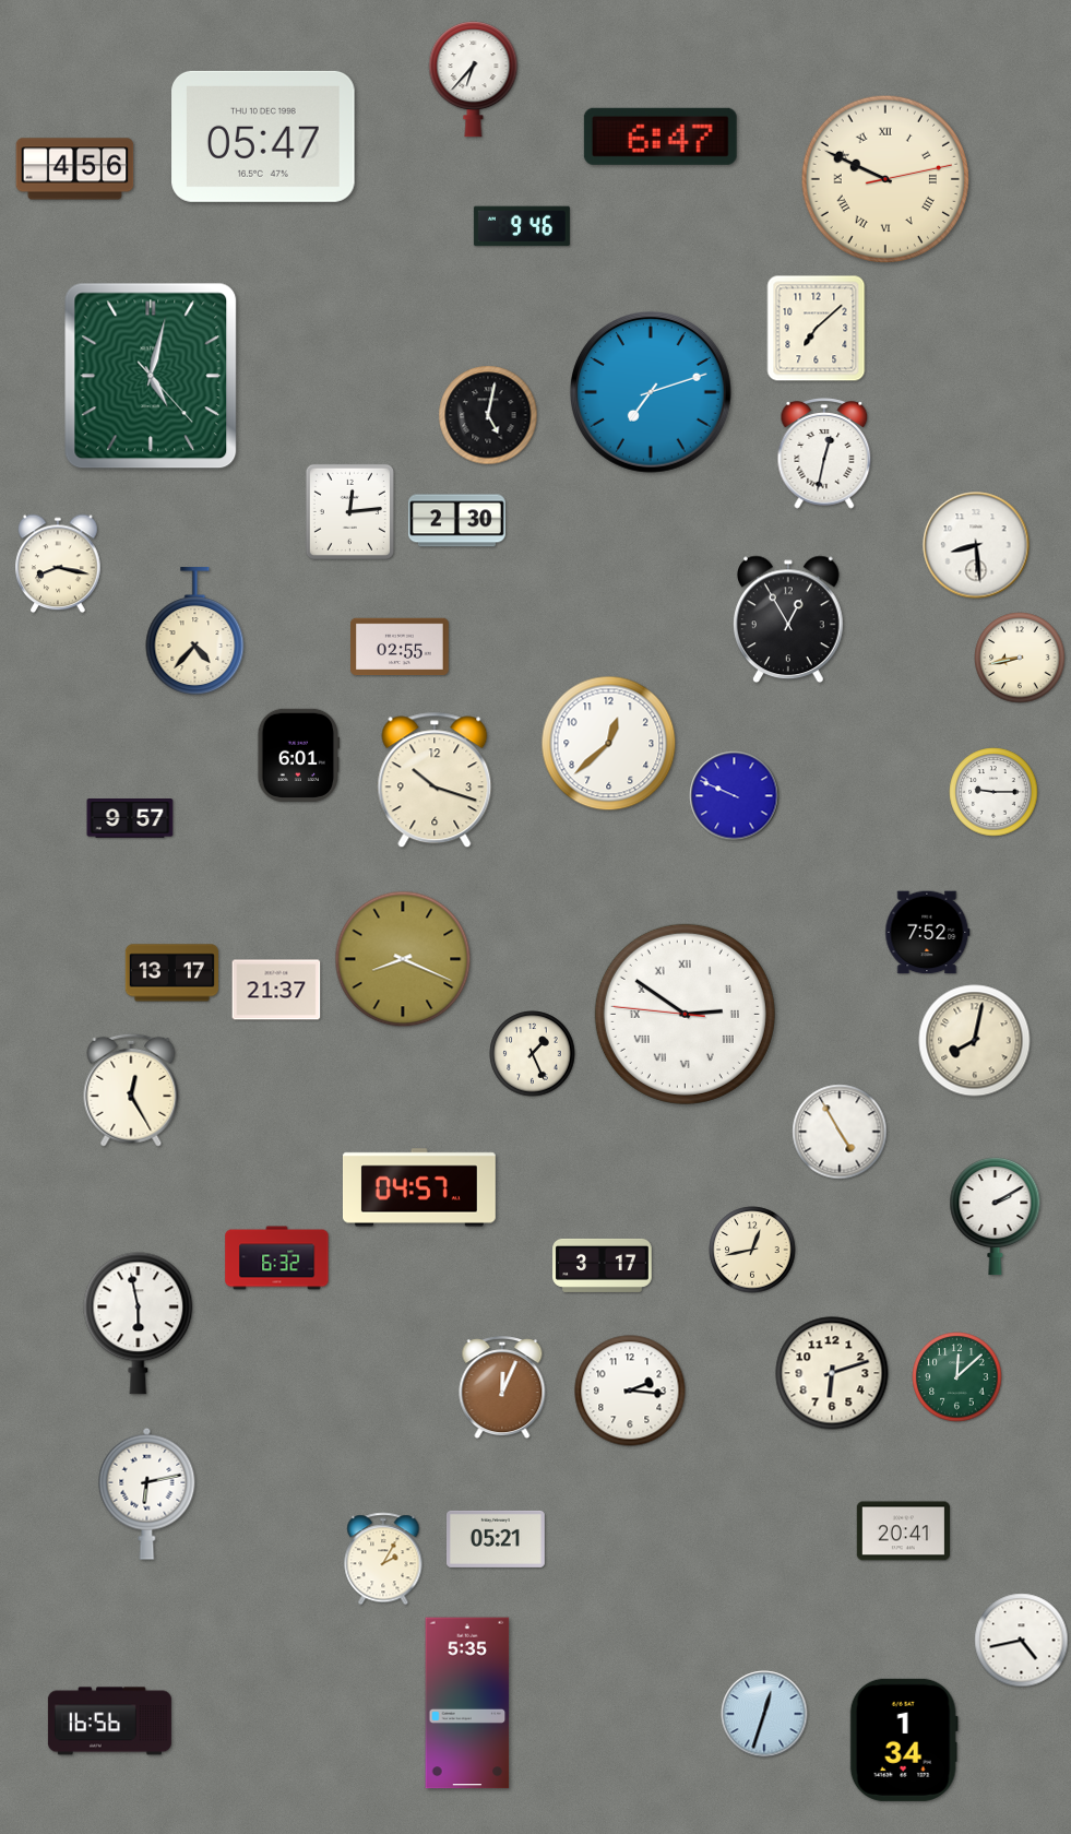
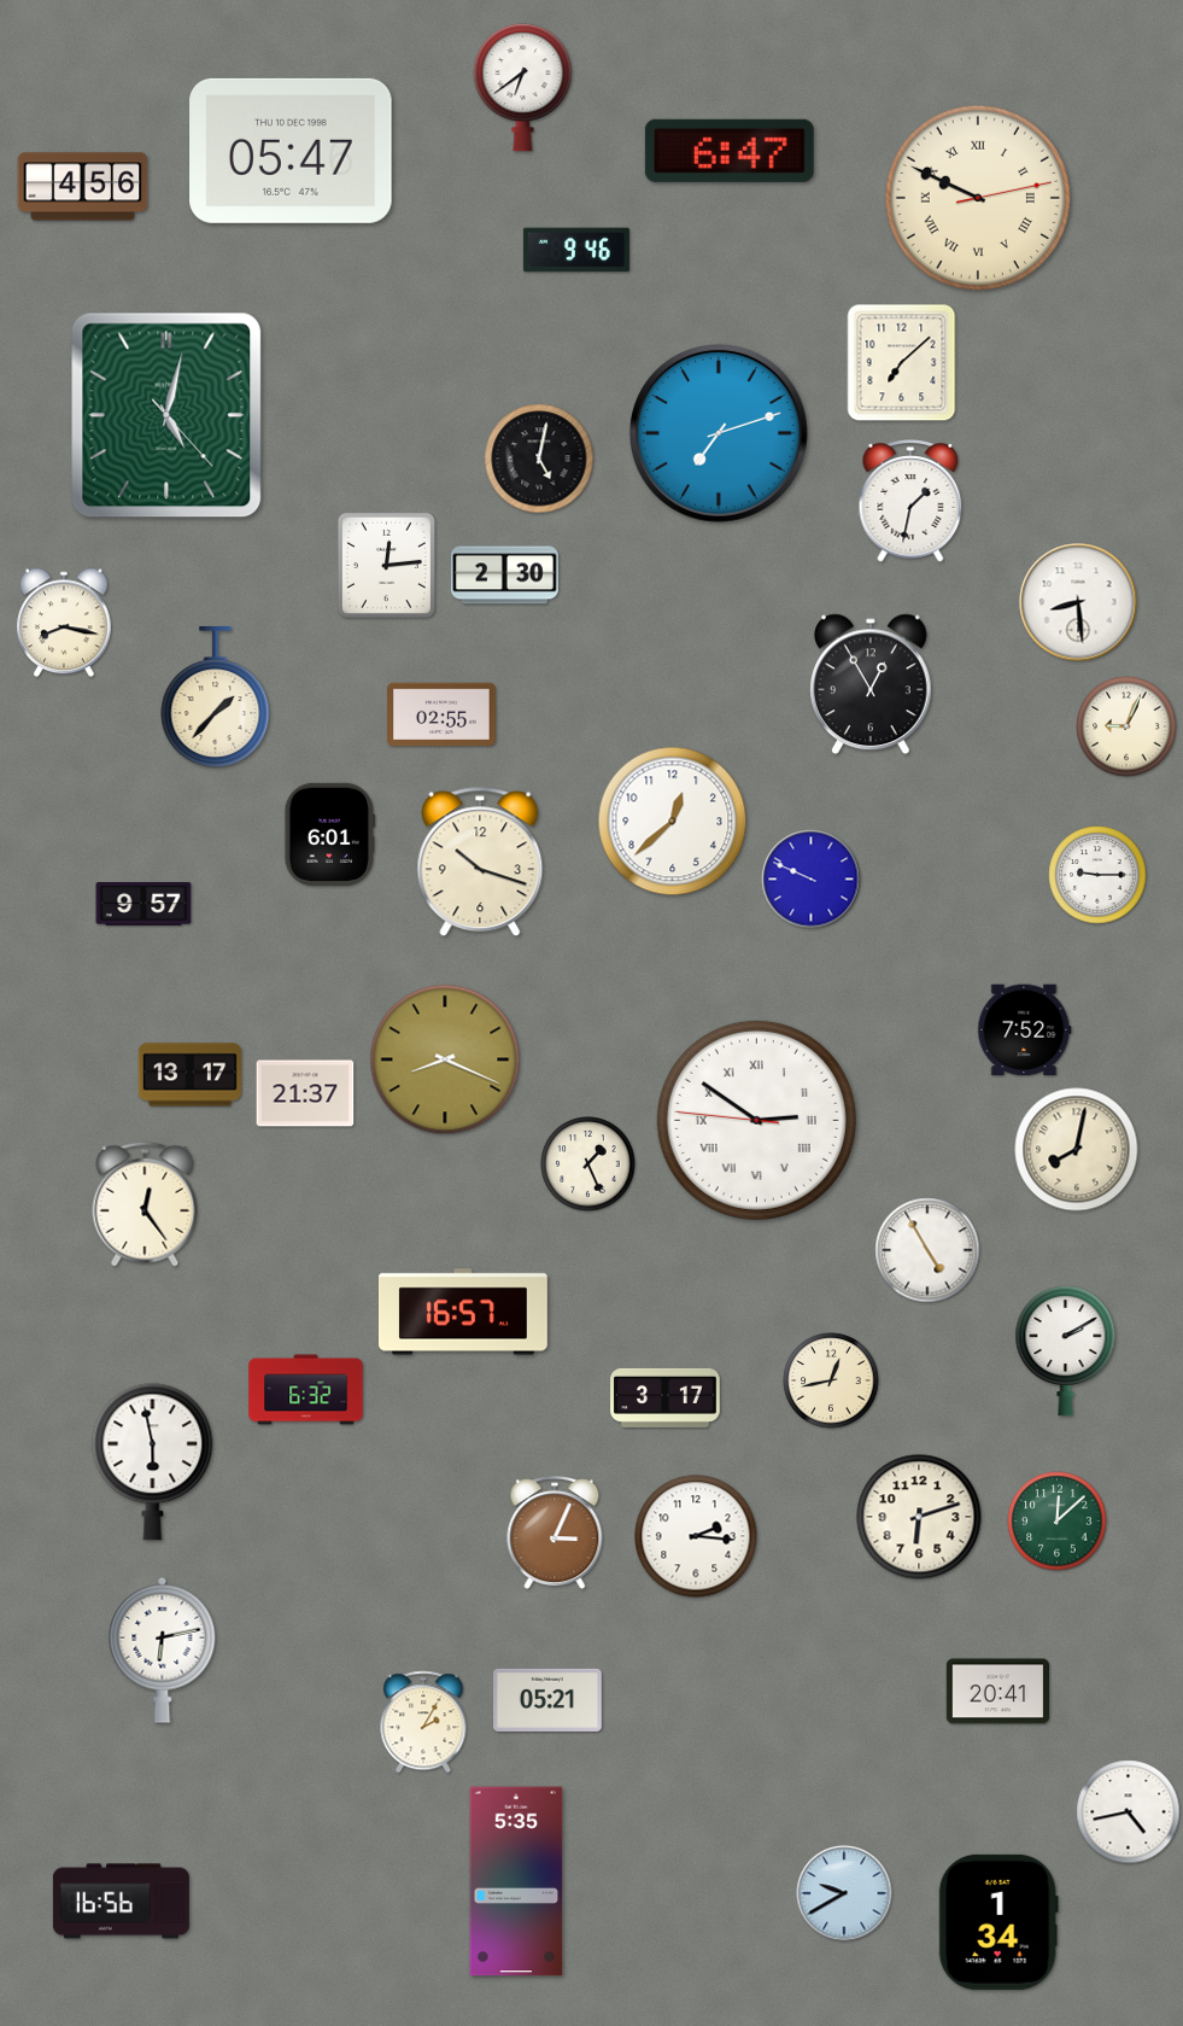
clock at (474, 80): 6:37 -> 6:39
clock at (824, 453): 12:32 -> 1:32
clock at (195, 631): 4:37 -> 1:37
clock at (1020, 658): 8:43 -> 9:04
clock at (131, 1090): 12:25 -> 12:24
clock at (419, 1187): 04:57 -> 16:57
clock at (996, 1217) position: (996, 1217) -> (1066, 1351)
clock at (502, 1388): 12:04 -> 3:04
clock at (764, 1714): 12:33 -> 9:40
